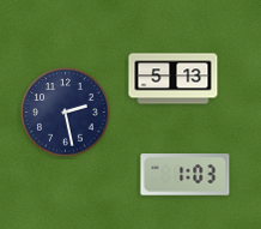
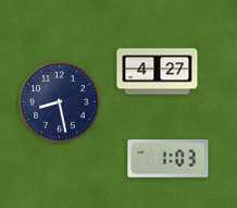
clock at (174, 79): 5:13 -> 4:27
clock at (66, 113): 2:28 -> 8:28
